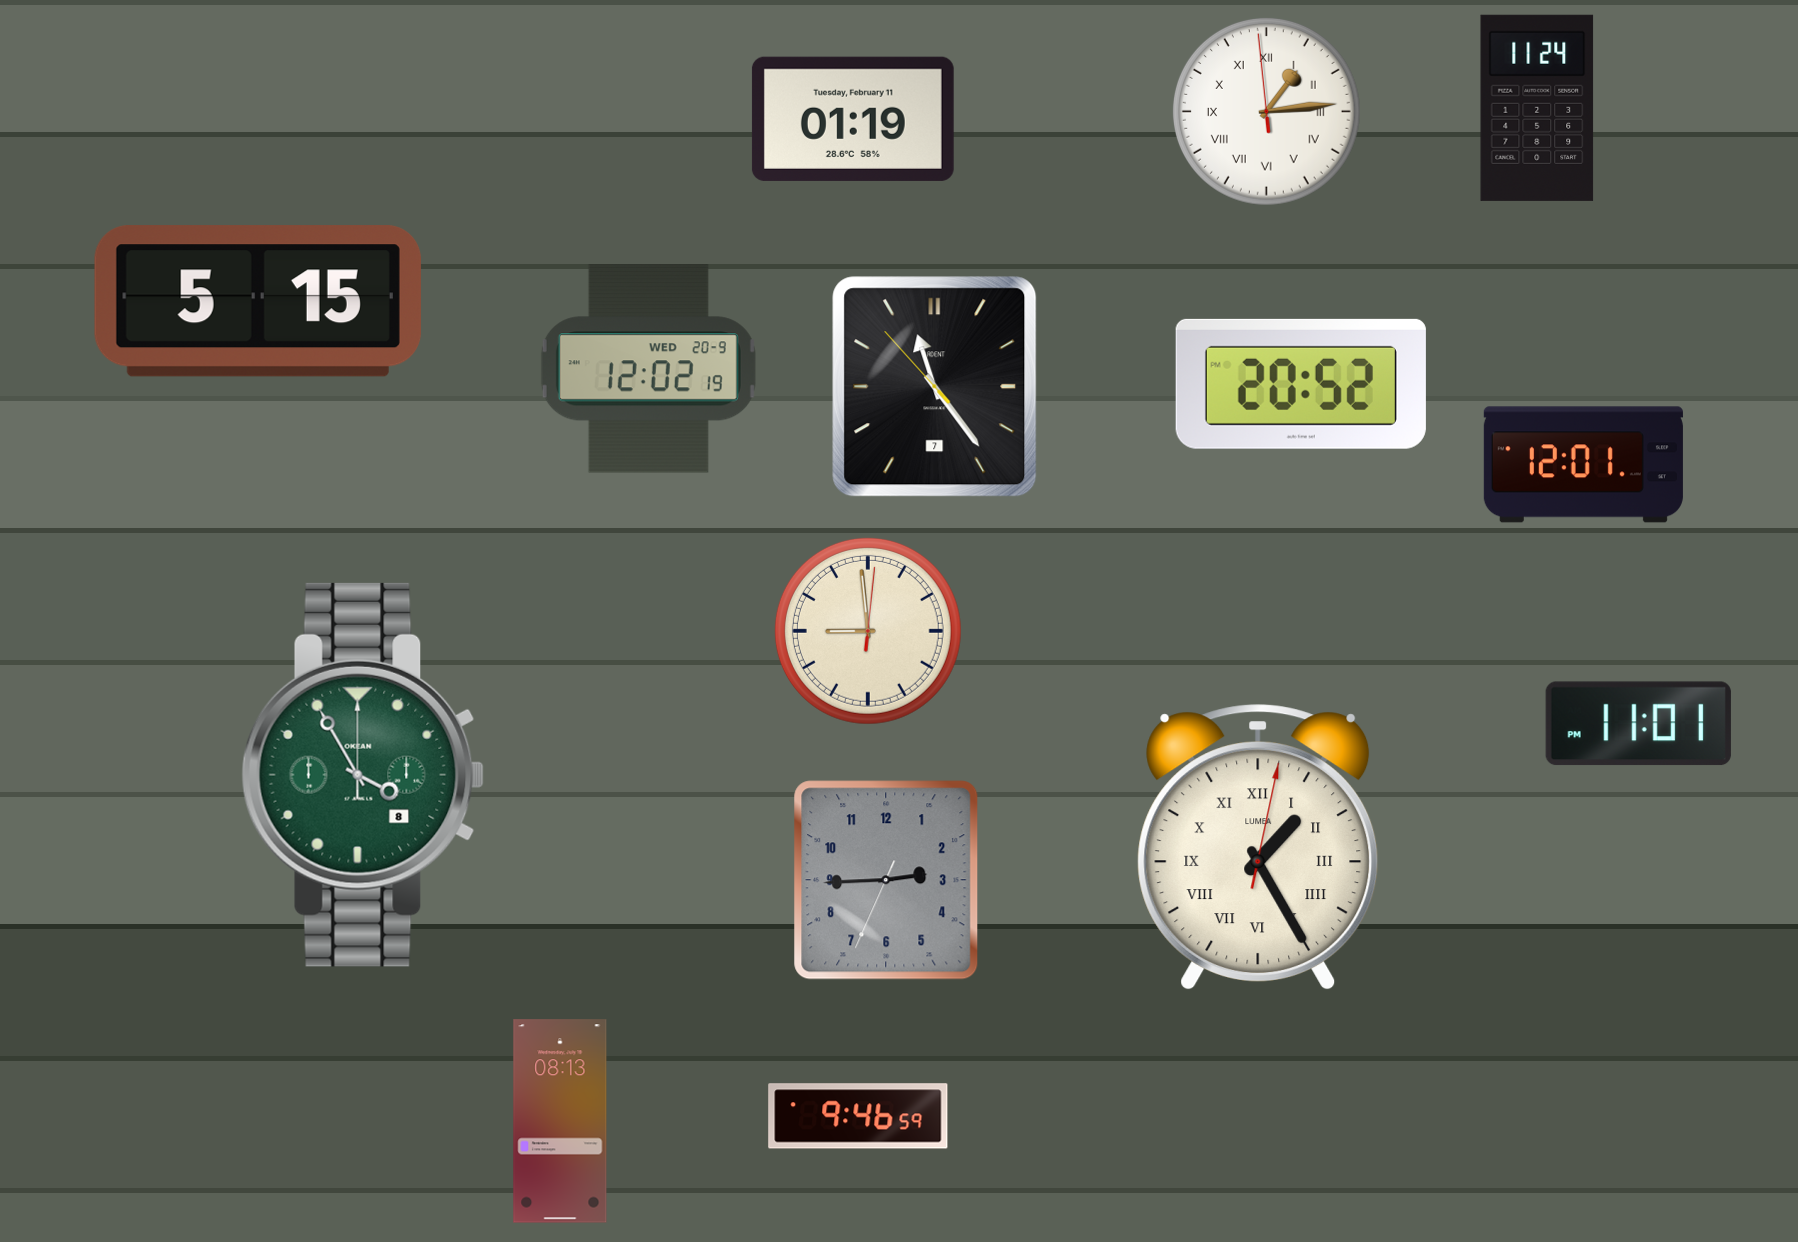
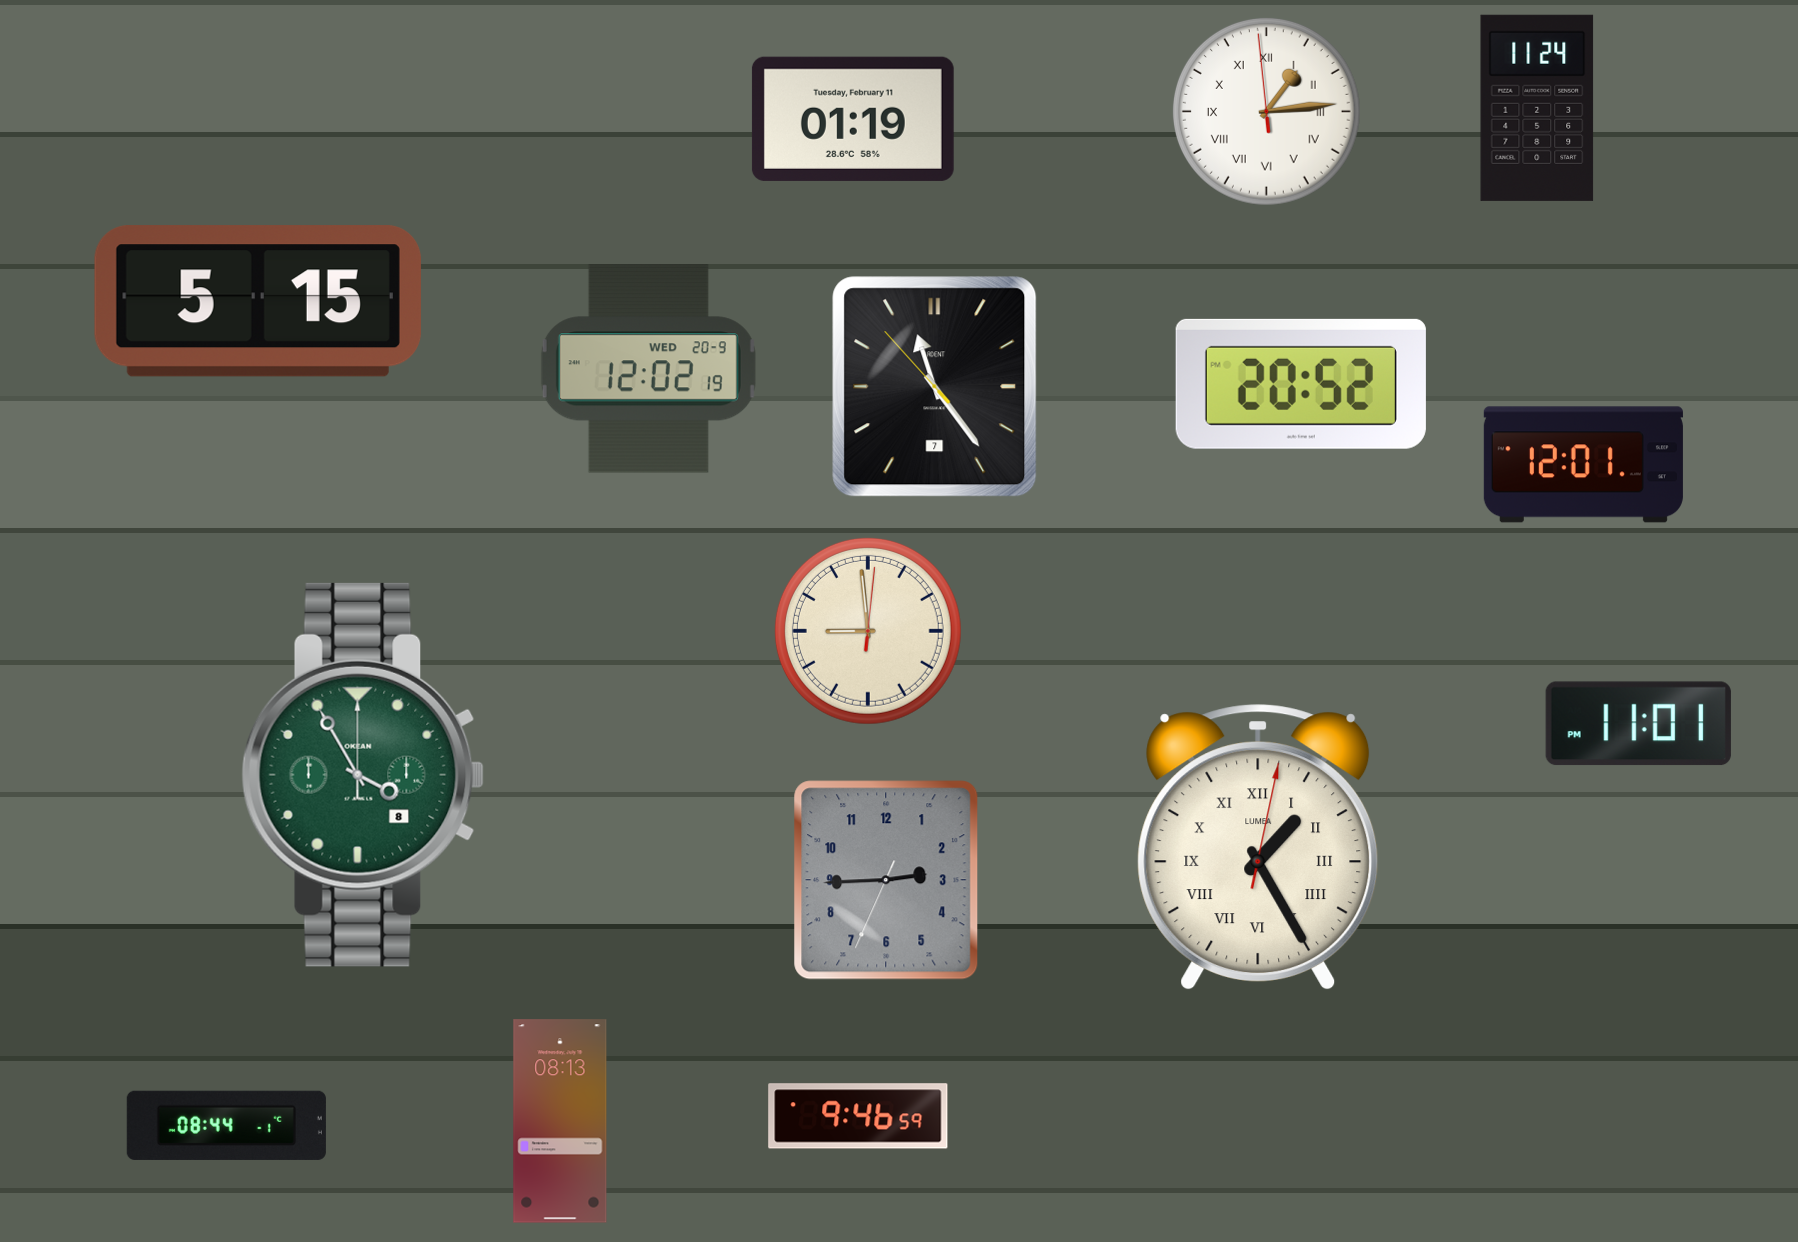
clock at (226, 1125): none -> 08:44
